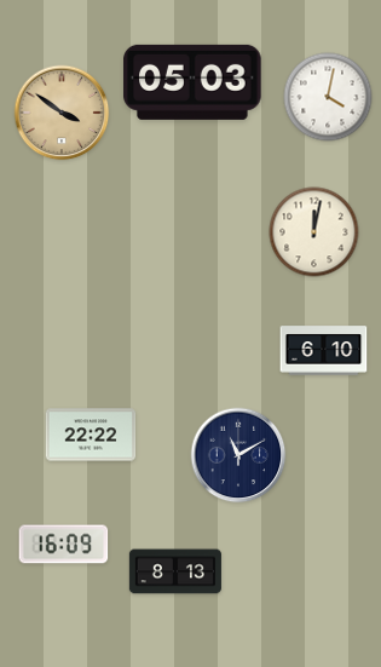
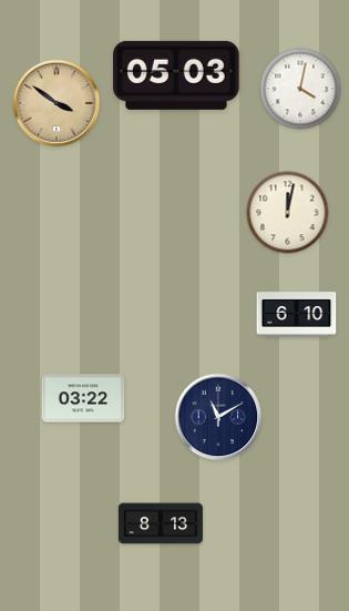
clock at (324, 351) position: (324, 351) -> (297, 315)
clock at (91, 435): 22:22 -> 03:22
clock at (64, 545): 16:09 -> none
